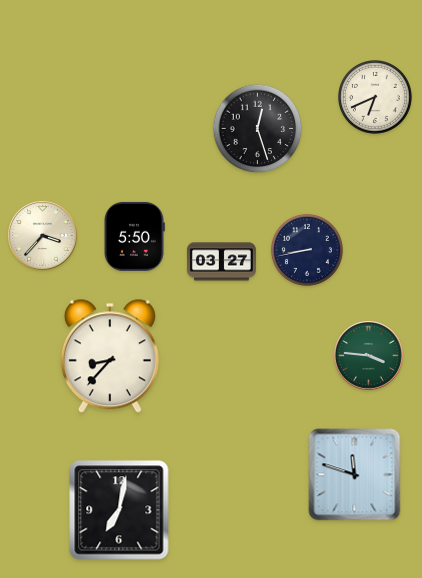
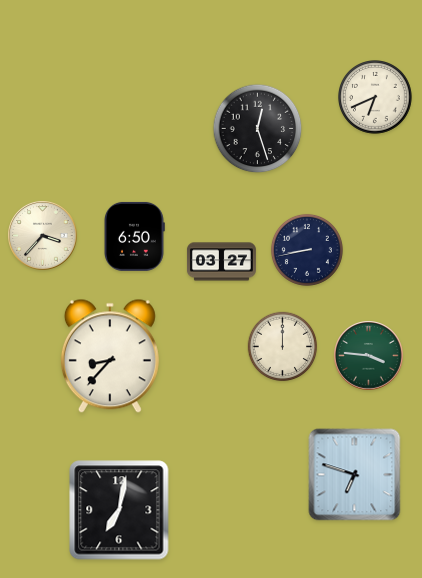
clock at (135, 236): 5:50 -> 6:50
clock at (283, 347): none -> 12:00
clock at (355, 475): 11:48 -> 6:48
